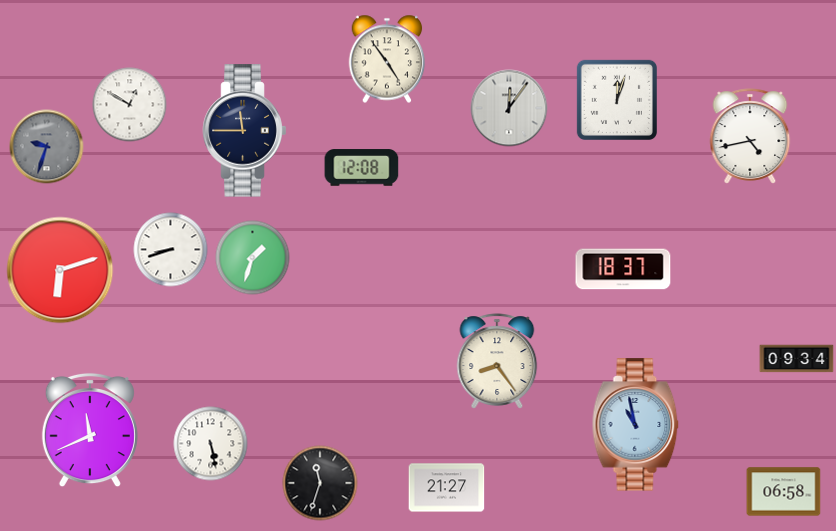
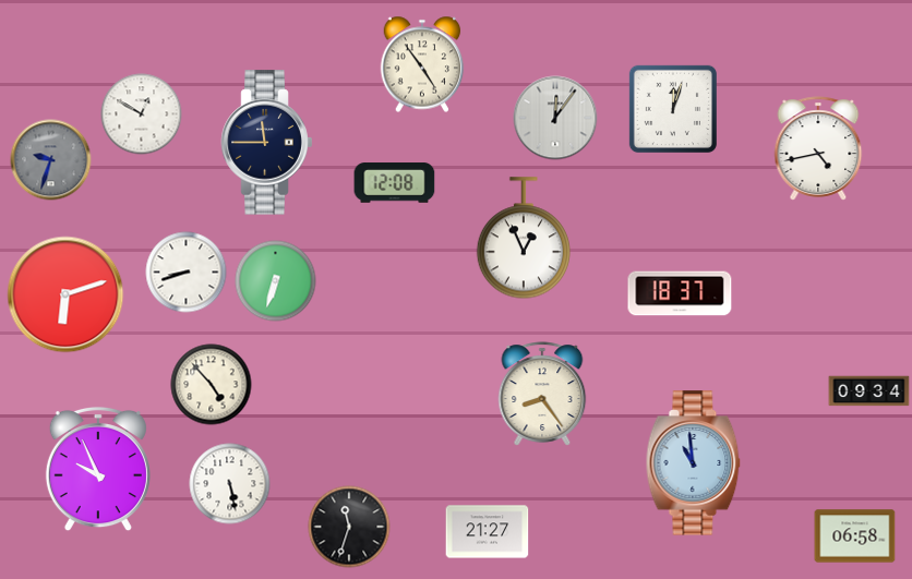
clock at (523, 239): none -> 12:56
clock at (253, 258): 1:33 -> 6:33
clock at (212, 385): none -> 4:53
clock at (636, 425): 10:58 -> 10:59
clock at (90, 430): 11:41 -> 9:56
